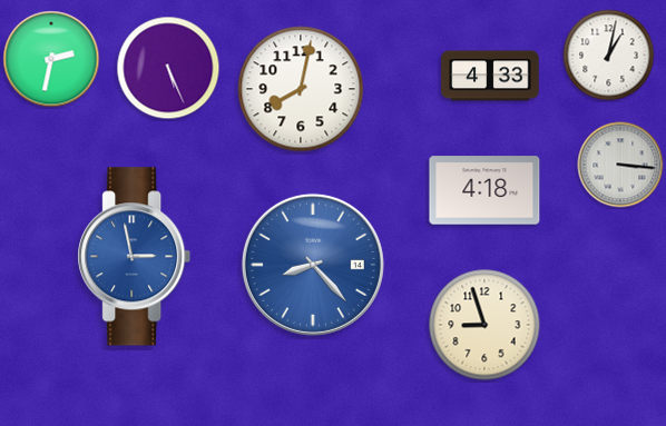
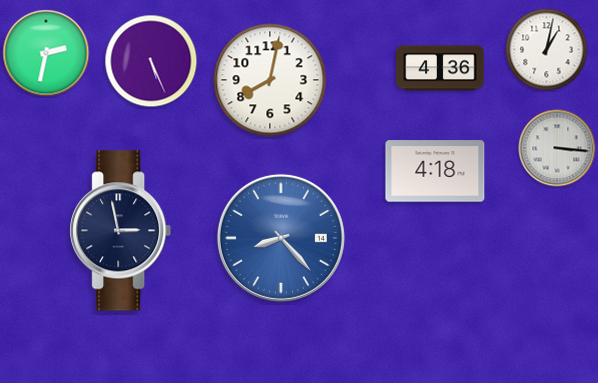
clock at (490, 76): 4:33 -> 4:36
clock at (135, 257) dial: blue -> navy
clock at (484, 325): 8:57 -> none
